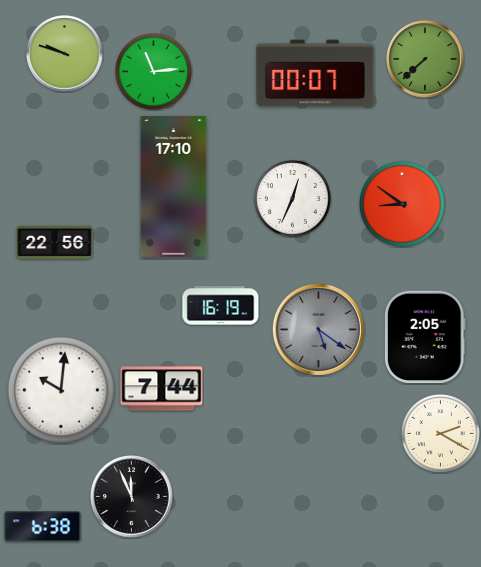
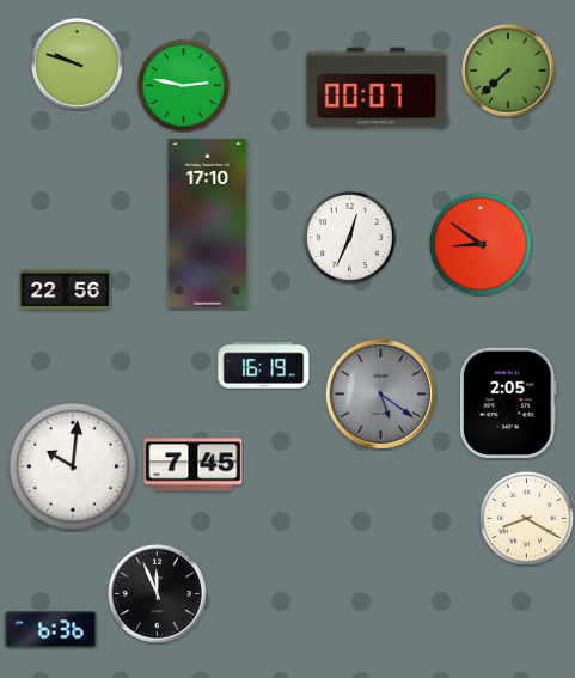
clock at (154, 72): 11:14 -> 2:47
clock at (162, 389): 7:44 -> 7:45
clock at (440, 433): 2:20 -> 8:20
clock at (43, 527): 6:38 -> 6:36
